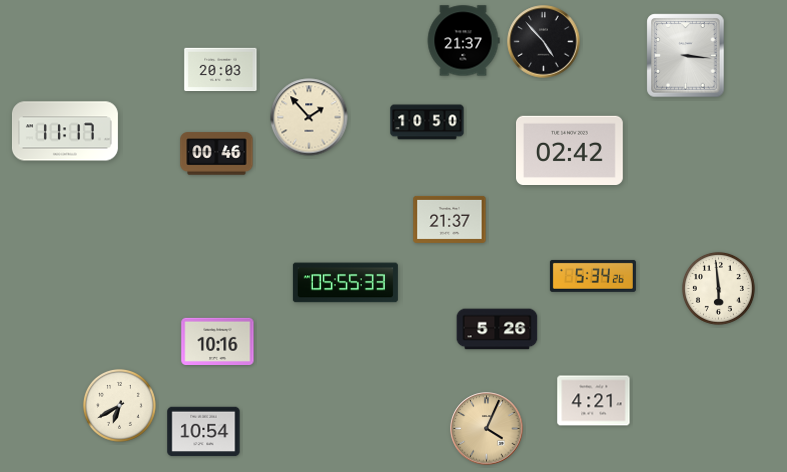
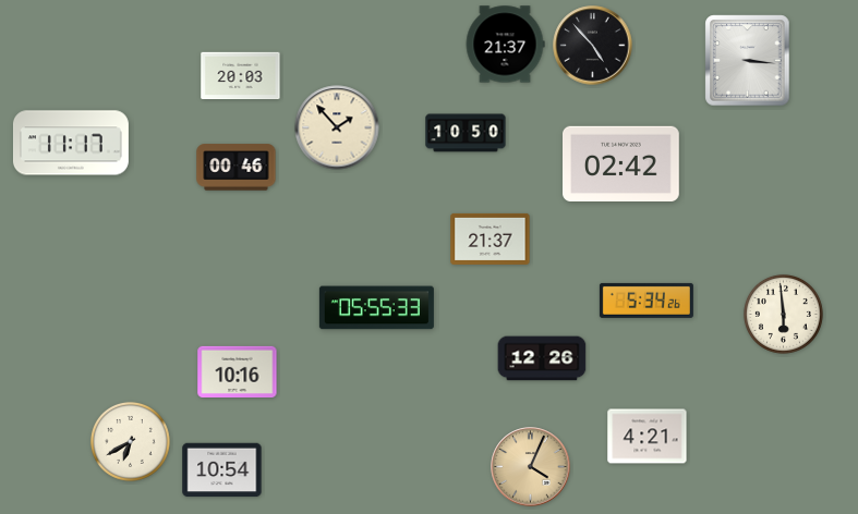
clock at (497, 329): 5:26 -> 12:26
